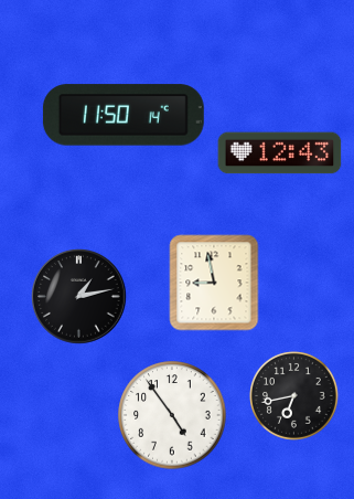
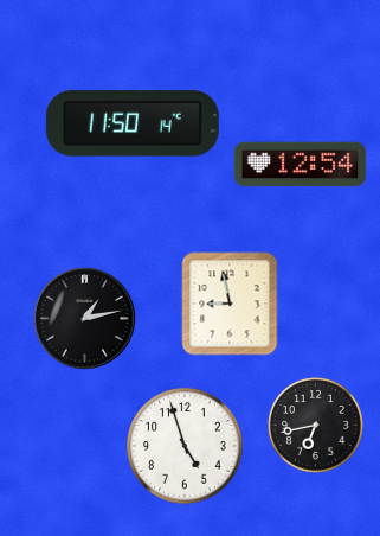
clock at (280, 153): 12:43 -> 12:54
clock at (172, 415): 4:54 -> 4:57
